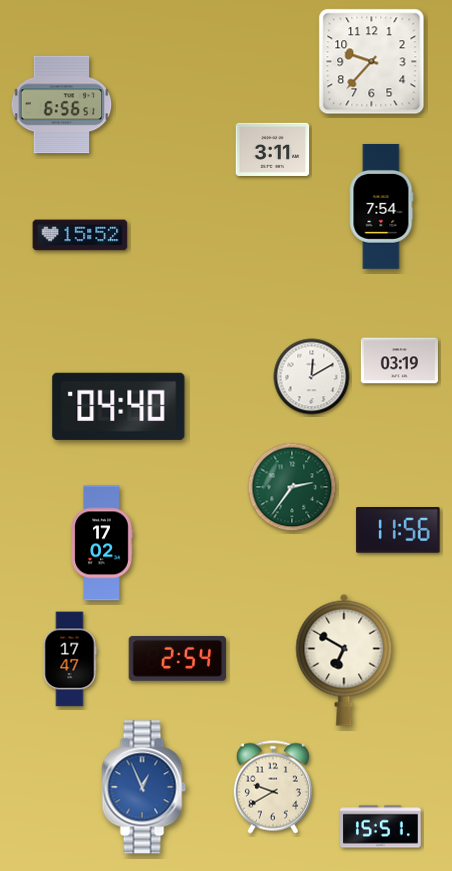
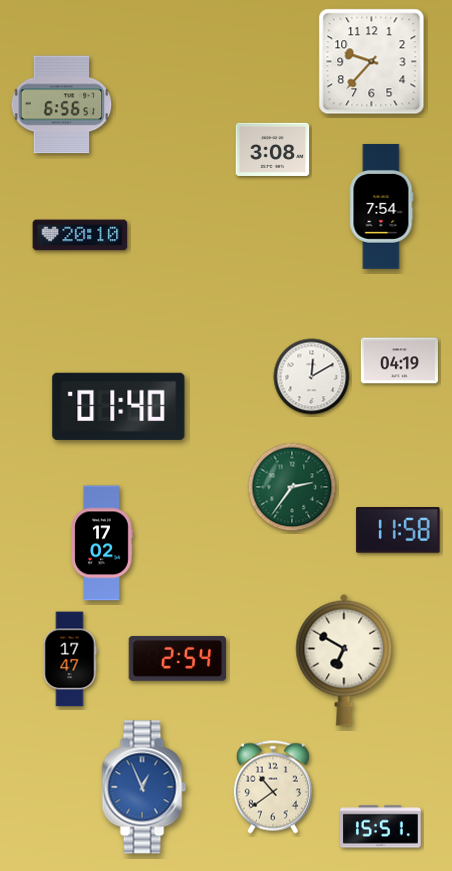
clock at (273, 149): 3:11 -> 3:08
clock at (80, 235): 15:52 -> 20:10
clock at (399, 361): 03:19 -> 04:19
clock at (119, 406): 04:40 -> 01:40
clock at (398, 530): 11:56 -> 11:58
clock at (273, 787): 9:40 -> 10:39
